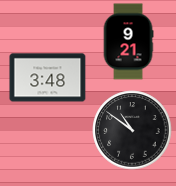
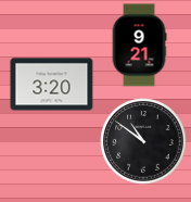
clock at (48, 78): 3:48 -> 3:20
